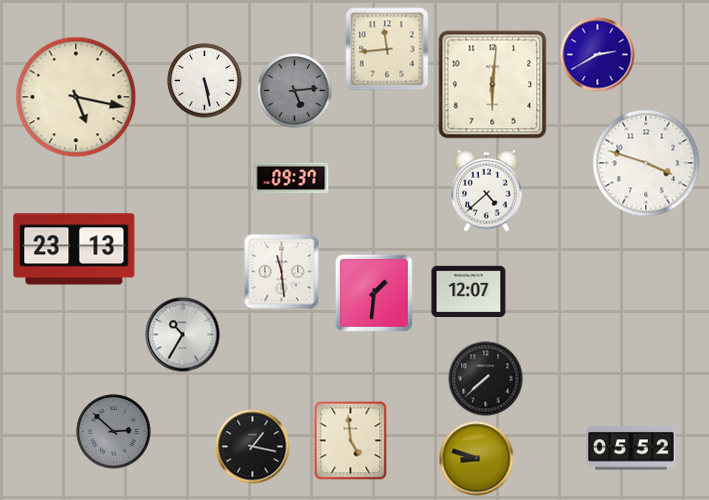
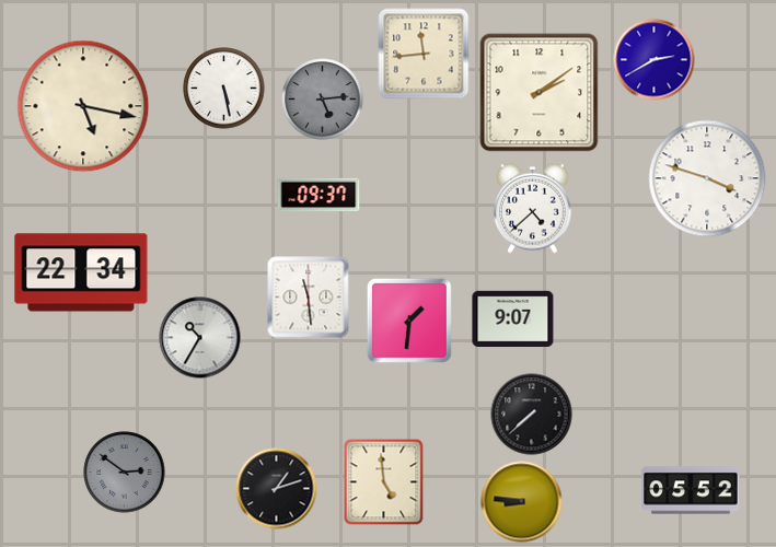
clock at (493, 85): 6:01 -> 2:09
clock at (74, 249): 23:13 -> 22:34
clock at (469, 292): 12:07 -> 9:07
clock at (183, 335) position: (183, 335) -> (200, 338)
clock at (114, 432): 2:52 -> 2:51
clock at (253, 447): 1:17 -> 1:12
clock at (477, 459): 8:48 -> 8:46
